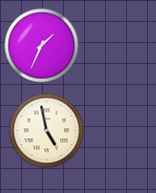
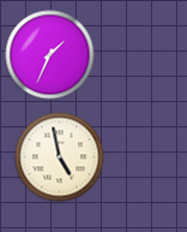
clock at (47, 131) position: (47, 131) -> (60, 157)
